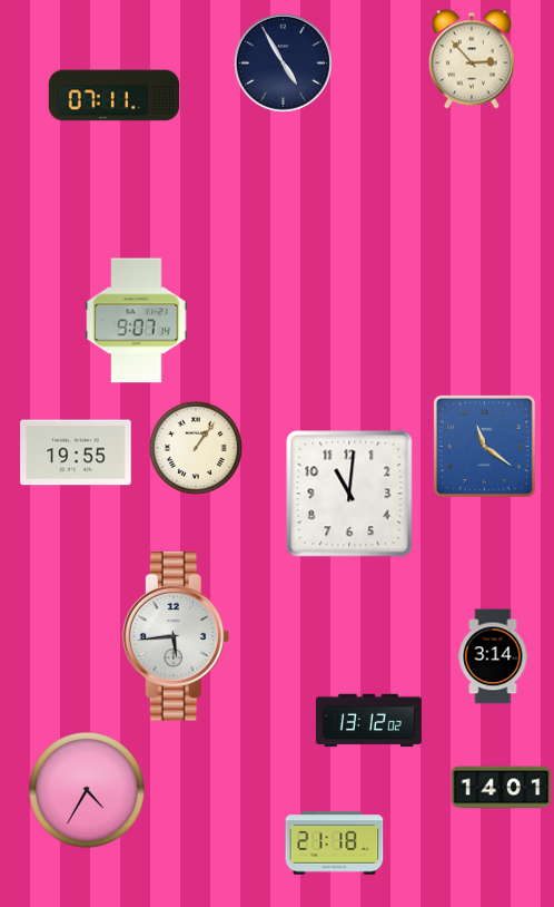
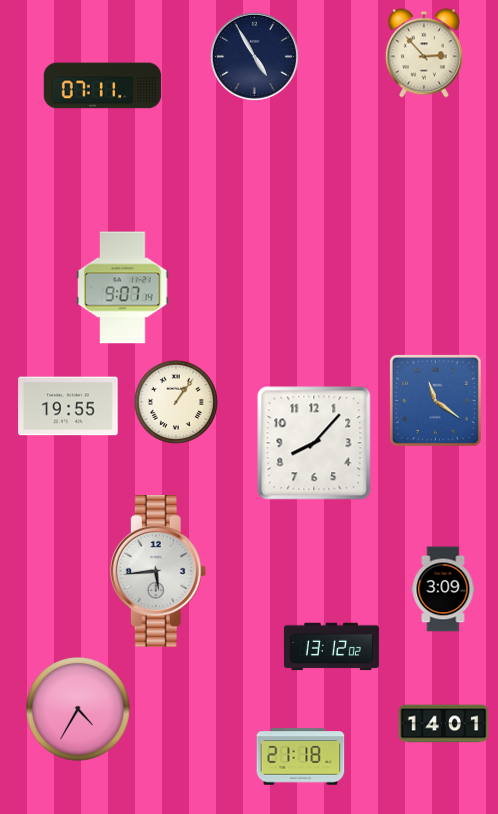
clock at (349, 494): 11:01 -> 8:07
clock at (493, 656): 3:14 -> 3:09
clock at (502, 788) position: (502, 788) -> (444, 724)
